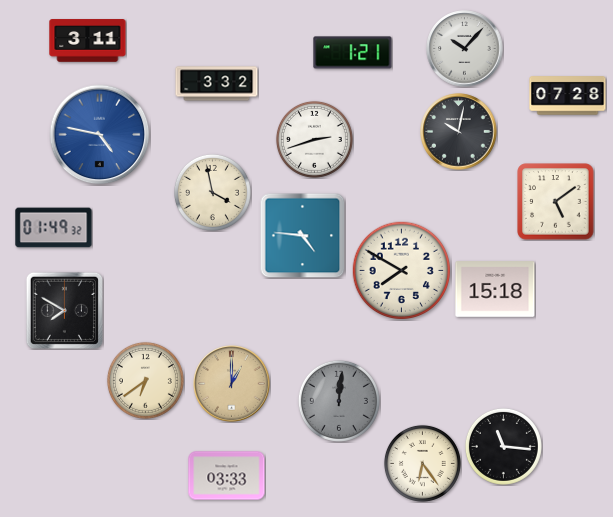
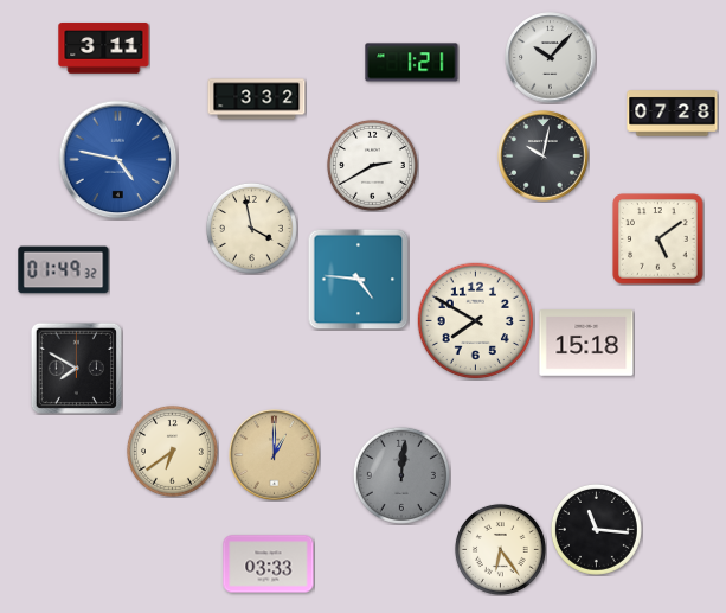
clock at (353, 53) position: (353, 53) -> (412, 63)
clock at (314, 139): 2:42 -> 2:40
